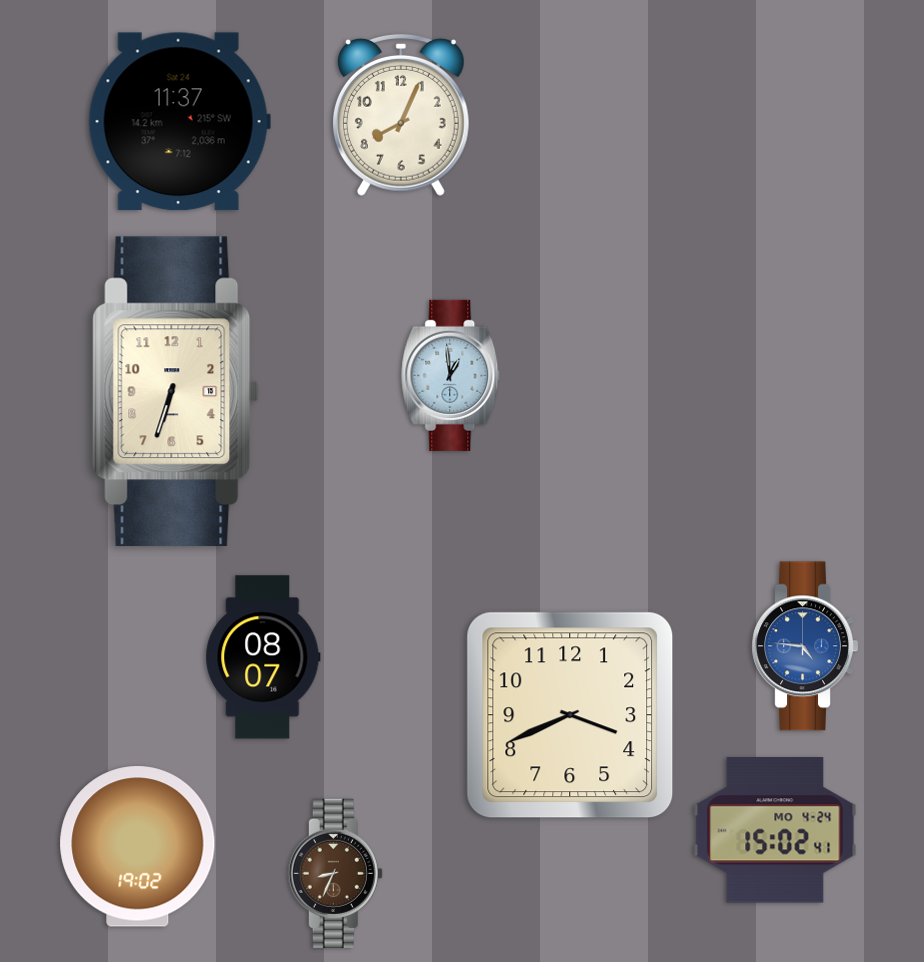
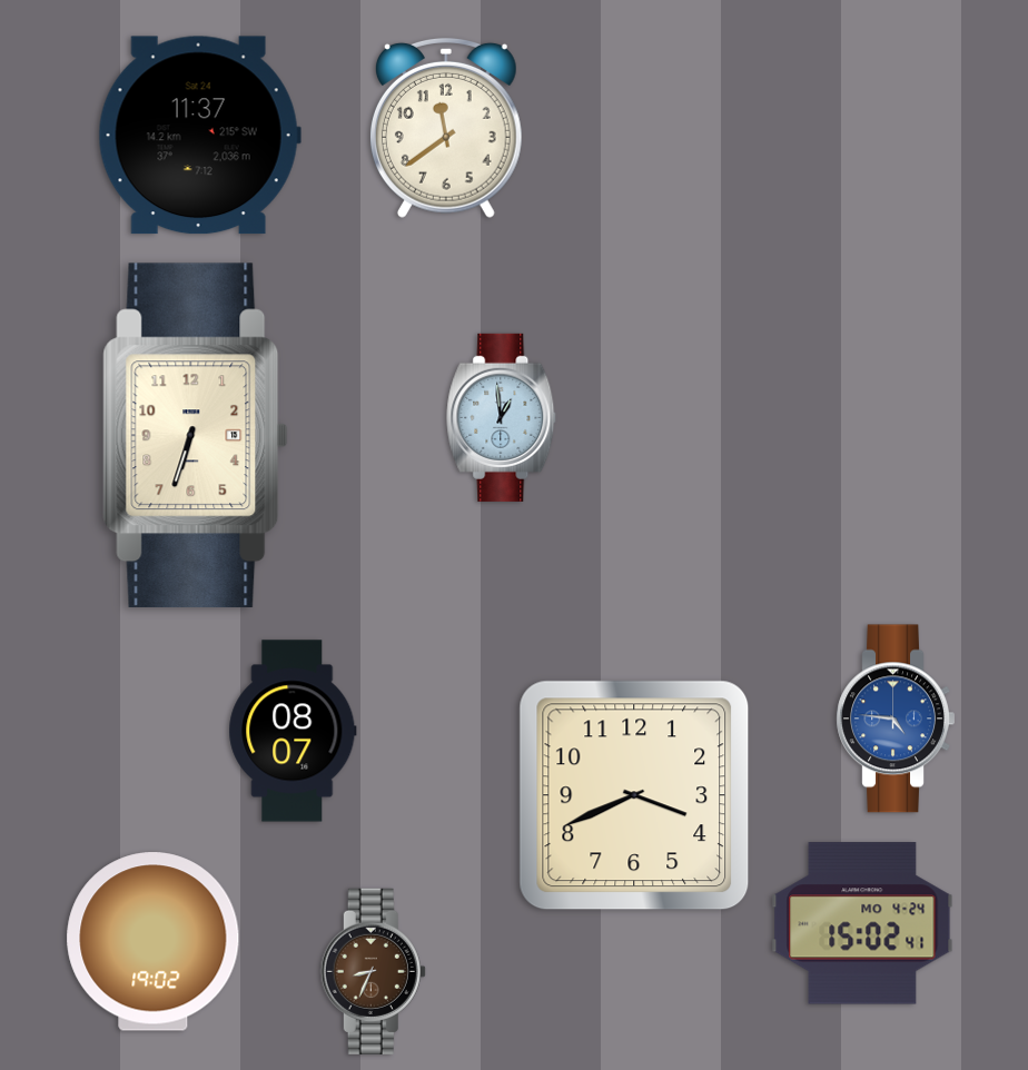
clock at (401, 115): 8:04 -> 11:39
